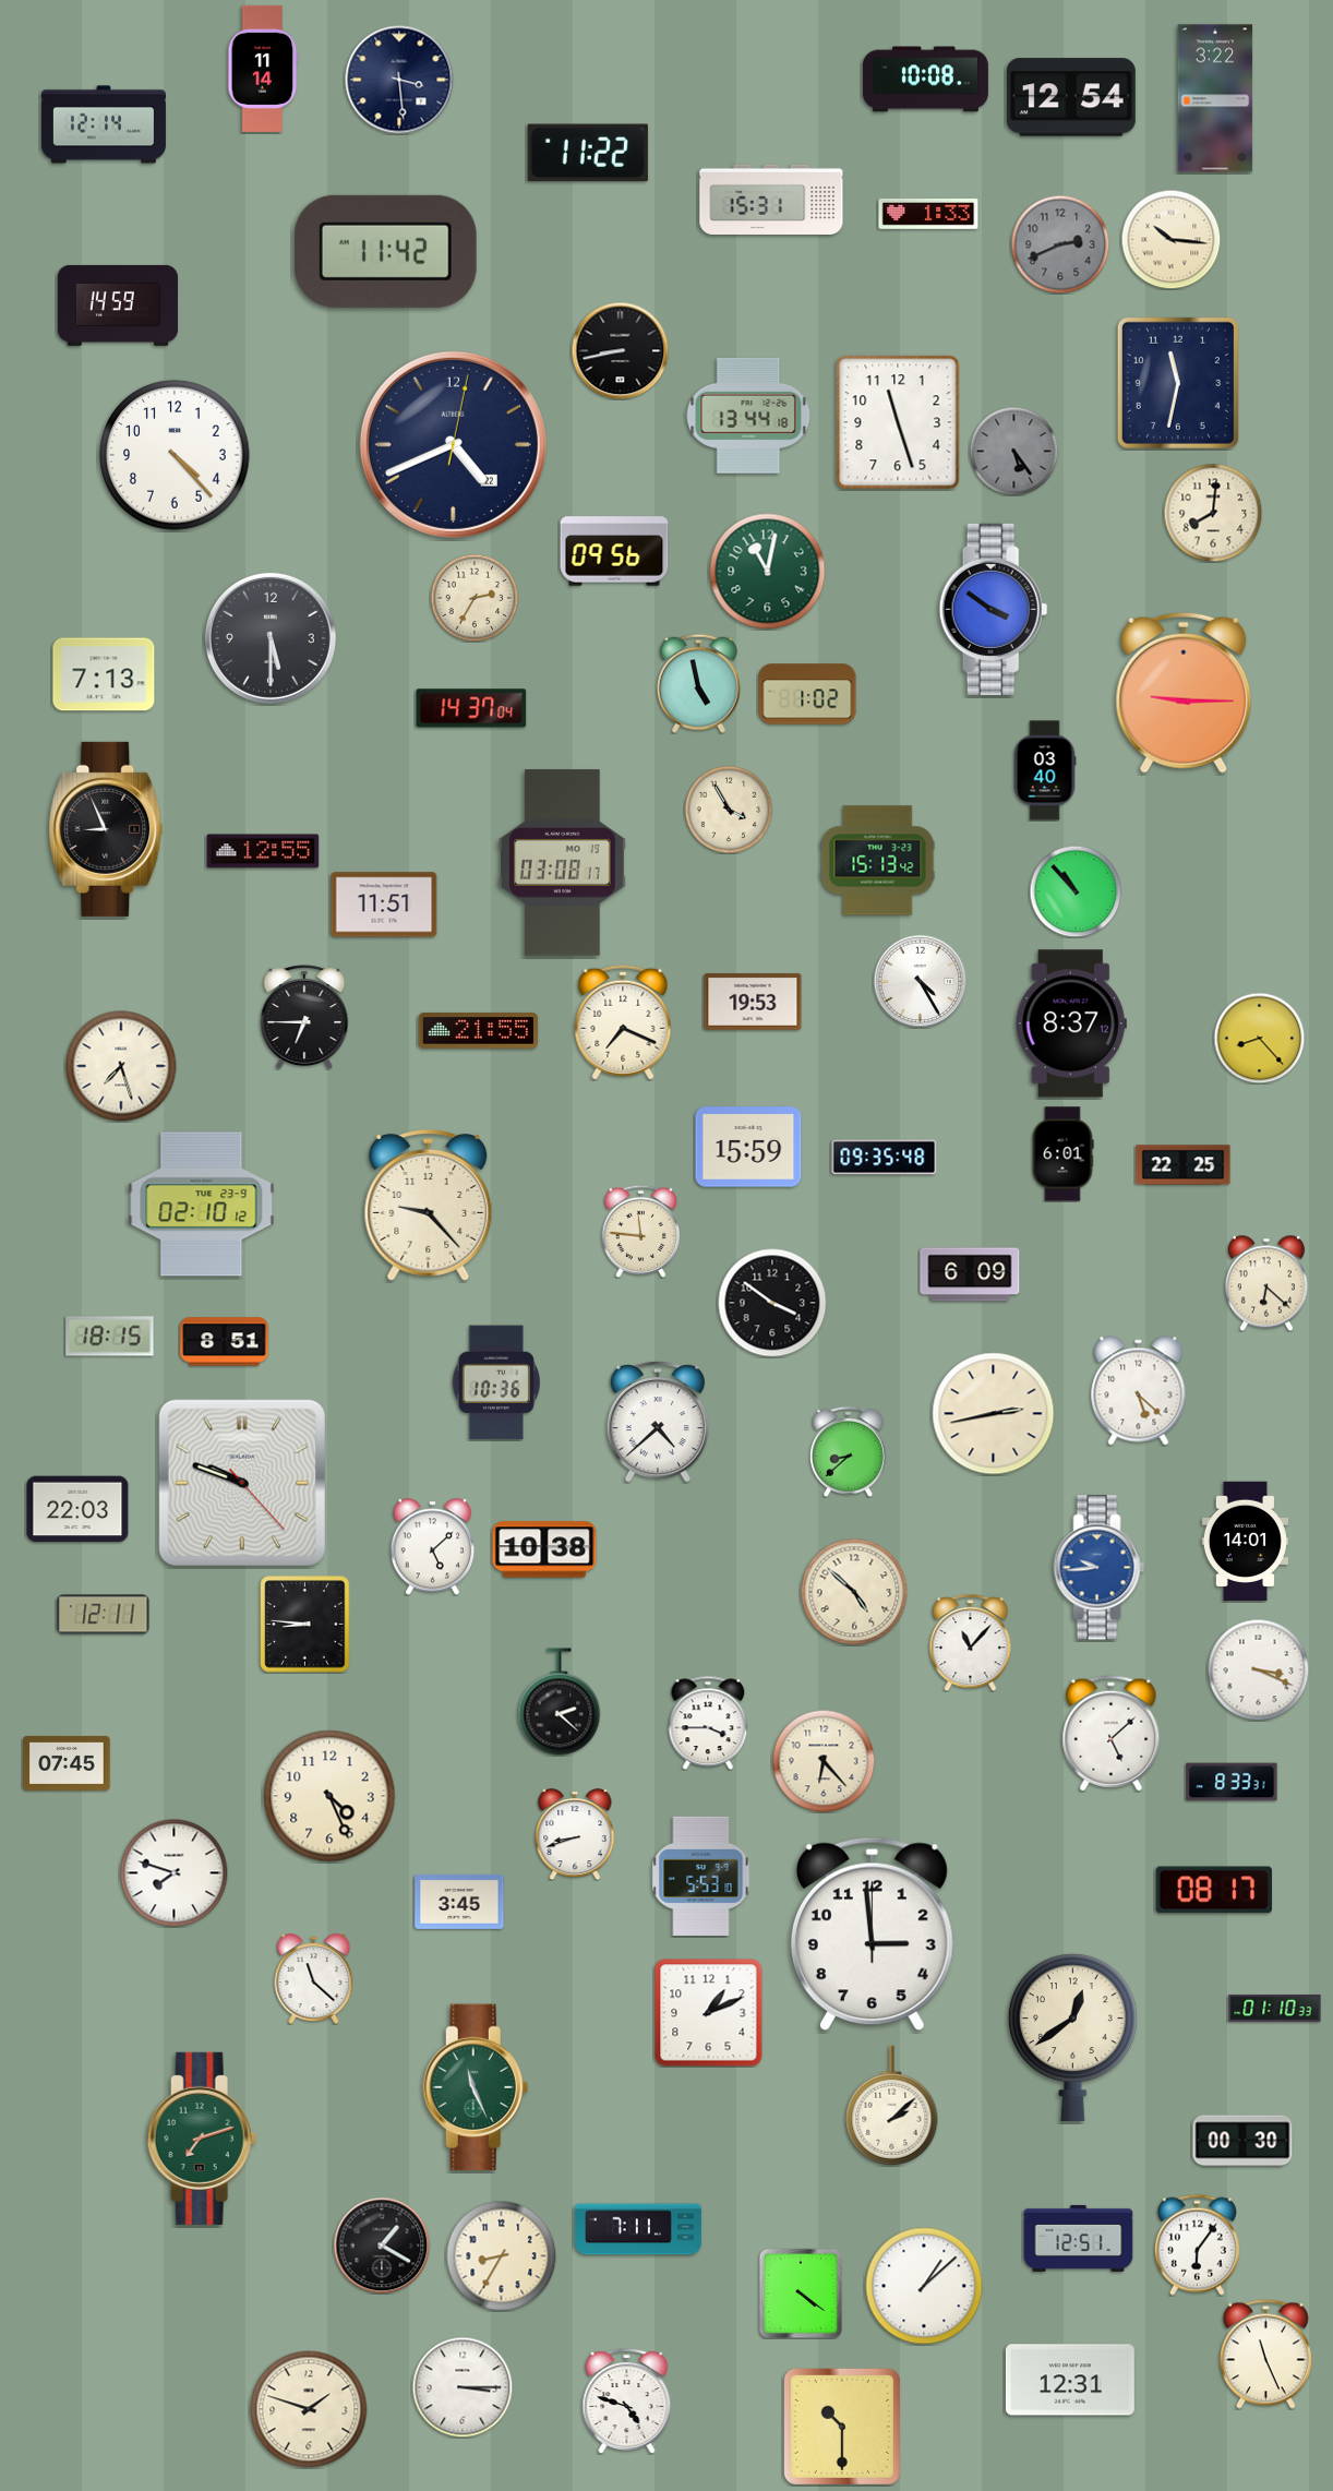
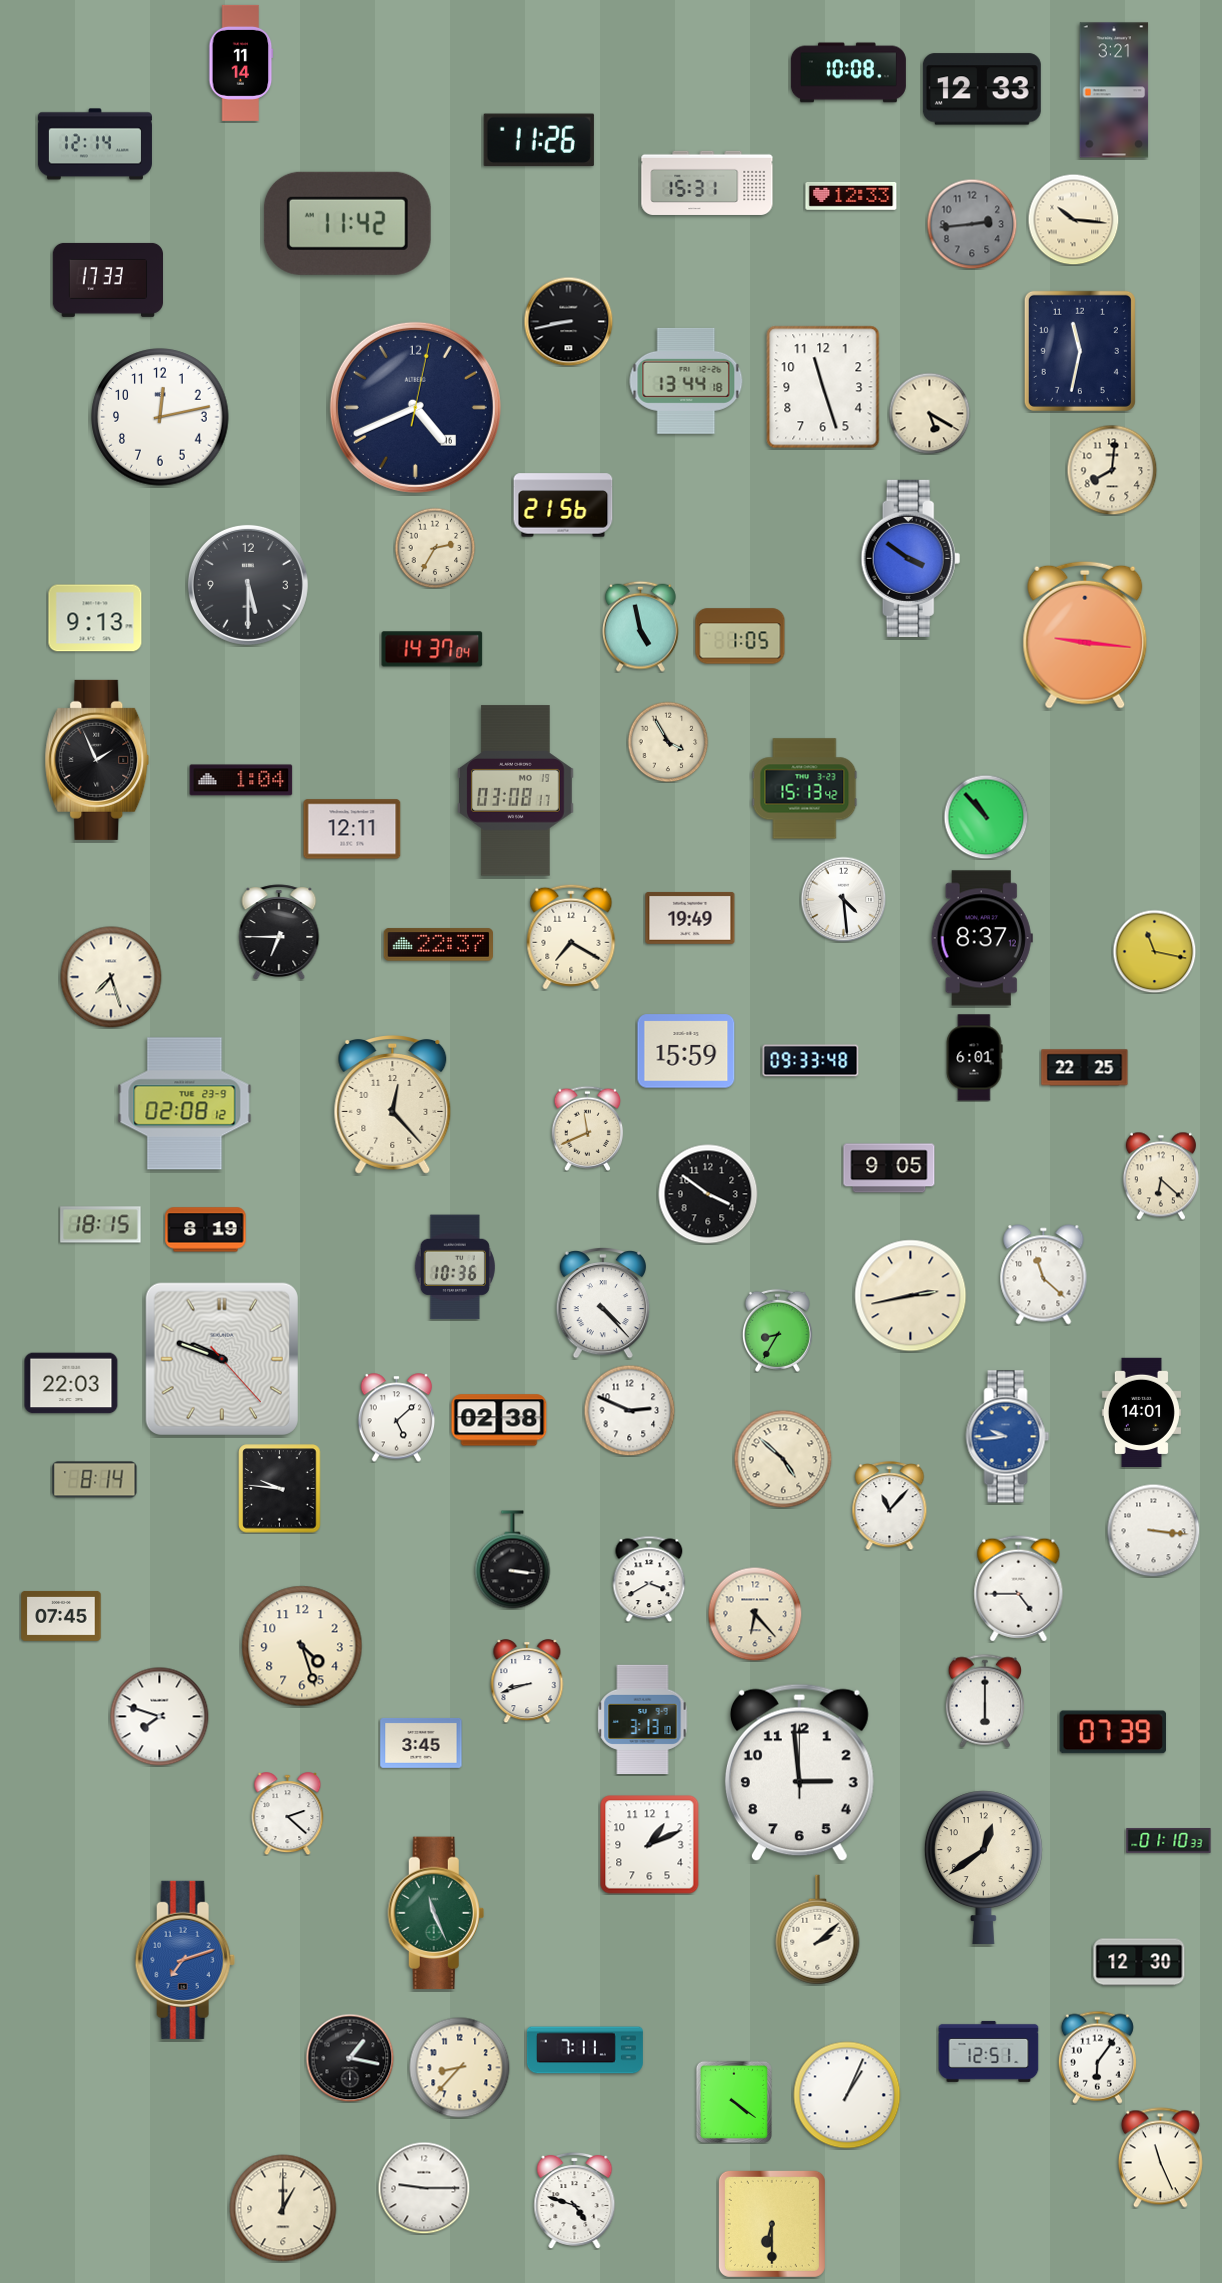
clock at (399, 80): 3:29 -> none
clock at (1071, 97): 12:54 -> 12:33
clock at (1215, 98): 3:22 -> 3:21
clock at (104, 124) position: (104, 124) -> (95, 144)
clock at (588, 153): 11:22 -> 11:26
clock at (928, 214): 1:33 -> 12:33
clock at (1060, 244): 2:41 -> 2:44
clock at (385, 251) position: (385, 251) -> (347, 223)
clock at (117, 306): 14:59 -> 17:33
clock at (453, 444) date: 22 -> 16
clock at (1013, 451): 5:24 -> 5:20
clock at (1013, 451) dial: grey -> cream
clock at (175, 455): 4:23 -> 12:13
clock at (614, 551): 09:56 -> 21:56
clock at (768, 572): 11:02 -> none
clock at (104, 674): 7:13 -> 9:13
clock at (1184, 693): 9:15 -> 9:16
clock at (807, 694): 1:02 -> 1:05
clock at (1045, 770): 03:40 -> none
clock at (106, 829): 8:56 -> 1:56
clock at (263, 851): 12:55 -> 1:04
clock at (384, 905): 11:51 -> 12:11
clock at (920, 981): 4:25 -> 4:29
clock at (753, 1002): 19:53 -> 19:49
clock at (623, 1022): 7:19 -> 7:20
clock at (478, 1031): 21:55 -> 22:37
clock at (1259, 1038): 8:23 -> 11:17
clock at (885, 1158): 09:35 -> 09:33
clock at (202, 1205): 02:10 -> 02:08
clock at (429, 1206): 9:23 -> 12:23
clock at (641, 1231): 11:46 -> 11:41
clock at (970, 1274): 6:09 -> 9:05
clock at (225, 1342): 8:51 -> 8:19
clock at (1139, 1391): 5:22 -> 11:22
clock at (658, 1423): 4:38 -> 4:23
clock at (848, 1451): 8:38 -> 8:35
clock at (629, 1410): none -> 2:49
clock at (544, 1549): 10:38 -> 02:38
clock at (104, 1615): 12:11 -> 8:14
clock at (305, 1625): 8:46 -> 9:46
clock at (1258, 1669): 3:19 -> 3:16
clock at (560, 1702): 2:22 -> 3:16
clock at (708, 1723): 3:45 -> 3:40
clock at (1112, 1734): 5:08 -> 4:45
clock at (1232, 1782): 8:33 -> none
clock at (329, 1796): 4:26 -> 4:27
clock at (984, 1701): none -> 6:00
clock at (701, 1876): 5:53 -> 3:13
clock at (1214, 1890): 08:17 -> 07:39
clock at (314, 1979): 11:22 -> 2:22
clock at (202, 2139) dial: green -> blue
clock at (1242, 2141): 00:30 -> 12:30
clock at (638, 2229) position: (638, 2229) -> (585, 2050)
clock at (382, 2246): 1:20 -> 1:17
clock at (502, 2256): 8:35 -> 8:37
clock at (924, 2286): 1:08 -> 1:04
clock at (1070, 2380): 12:31 -> none
clock at (463, 2387): 3:15 -> 9:15
clock at (309, 2409): 1:48 -> 1:00
clock at (842, 2427): 10:30 -> 6:30
